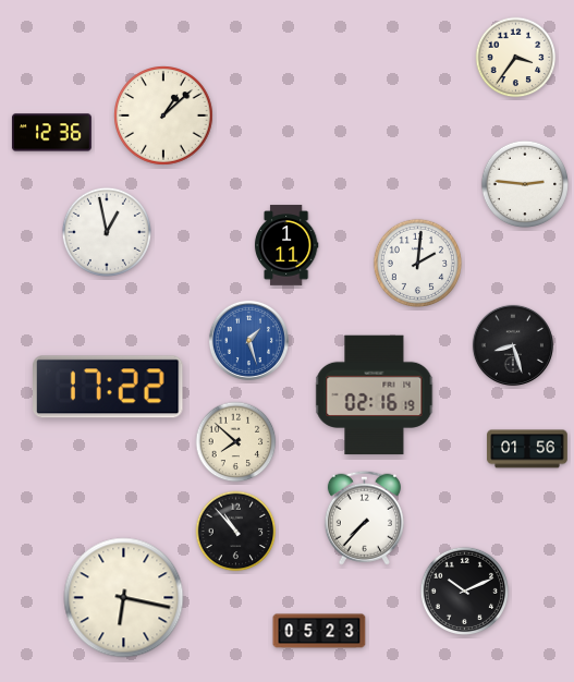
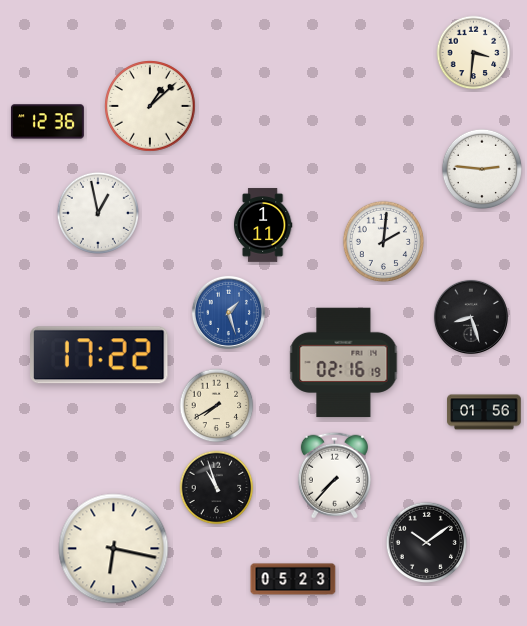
clock at (516, 58): 3:36 -> 3:31
clock at (236, 442): 7:52 -> 7:40
clock at (236, 532): 10:53 -> 10:57
clock at (464, 590): 10:11 -> 10:09
